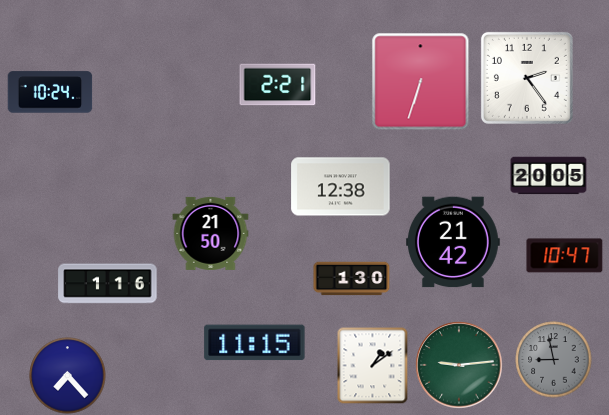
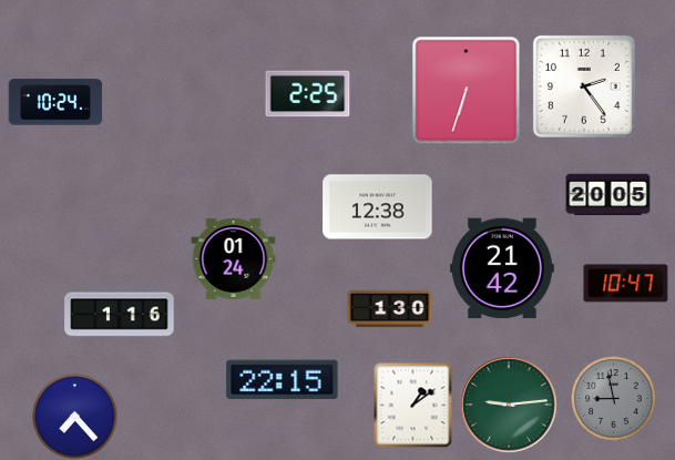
clock at (278, 85): 2:21 -> 2:25
clock at (211, 233): 21:50 -> 01:24
clock at (255, 343): 11:15 -> 22:15
